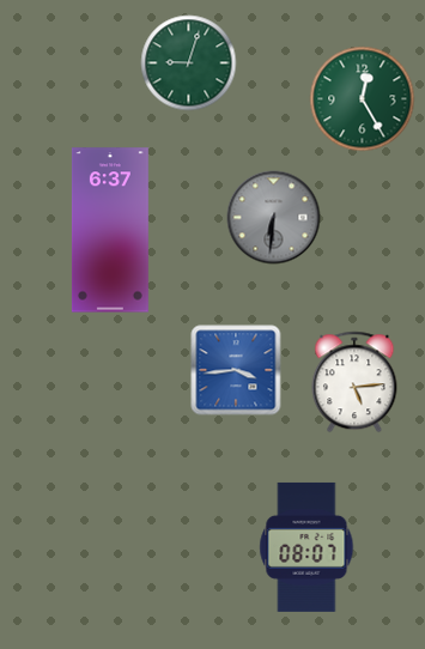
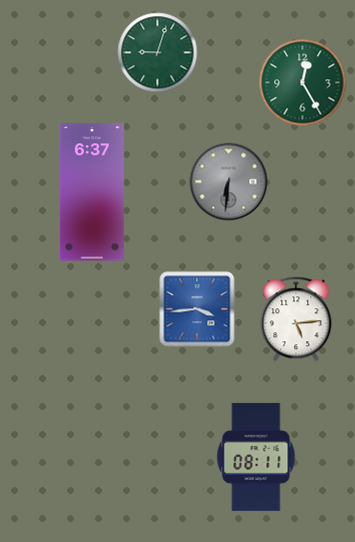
clock at (306, 547): 08:07 -> 08:11
